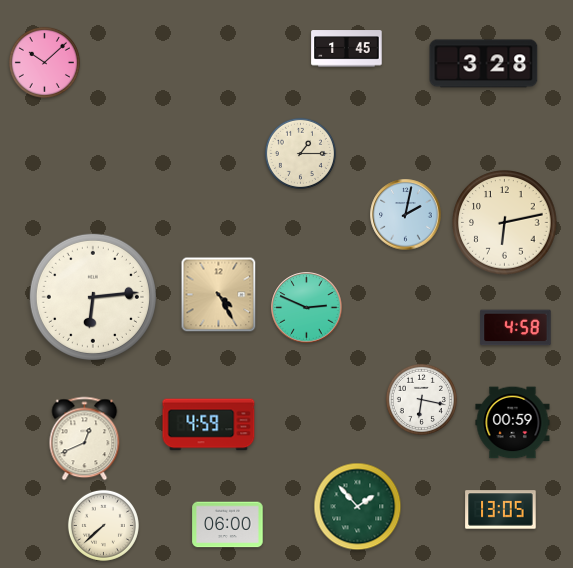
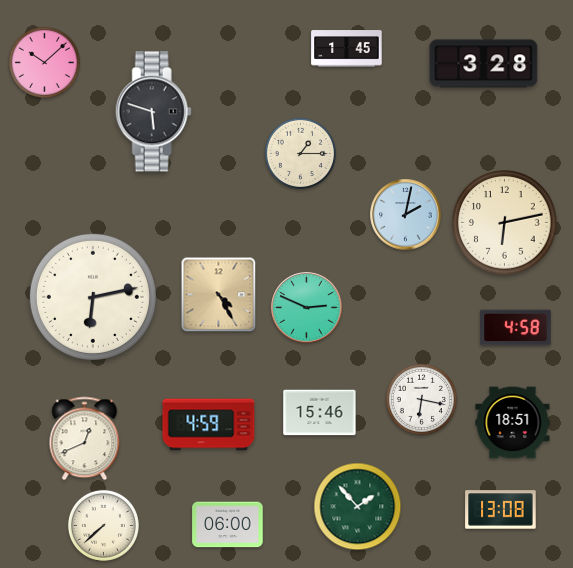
clock at (153, 112): none -> 5:48
clock at (93, 297): 6:14 -> 6:13
clock at (320, 413): none -> 15:46
clock at (513, 423): 00:59 -> 18:51
clock at (501, 510): 13:05 -> 13:08
